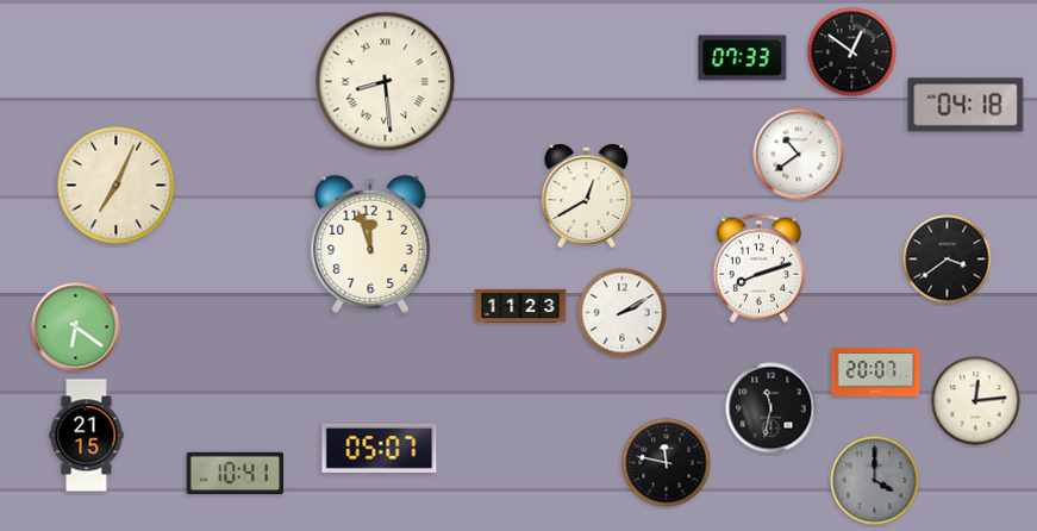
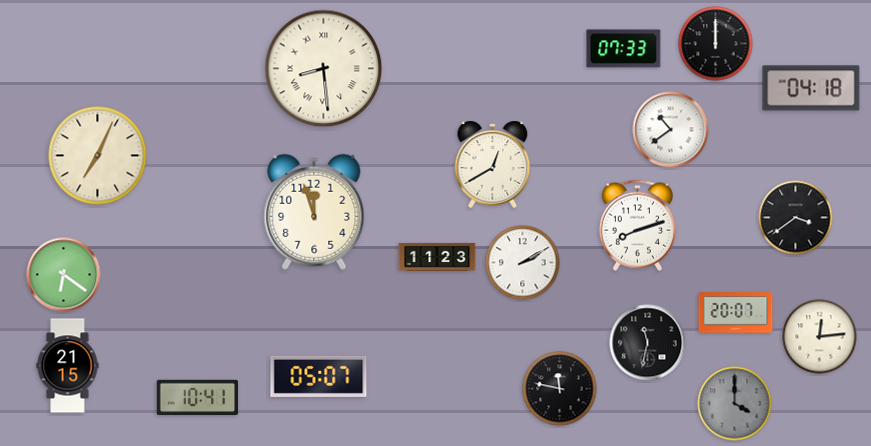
clock at (852, 52): 12:51 -> 12:00
clock at (370, 244) position: (370, 244) -> (314, 212)
clock at (87, 436) position: (87, 436) -> (68, 366)
